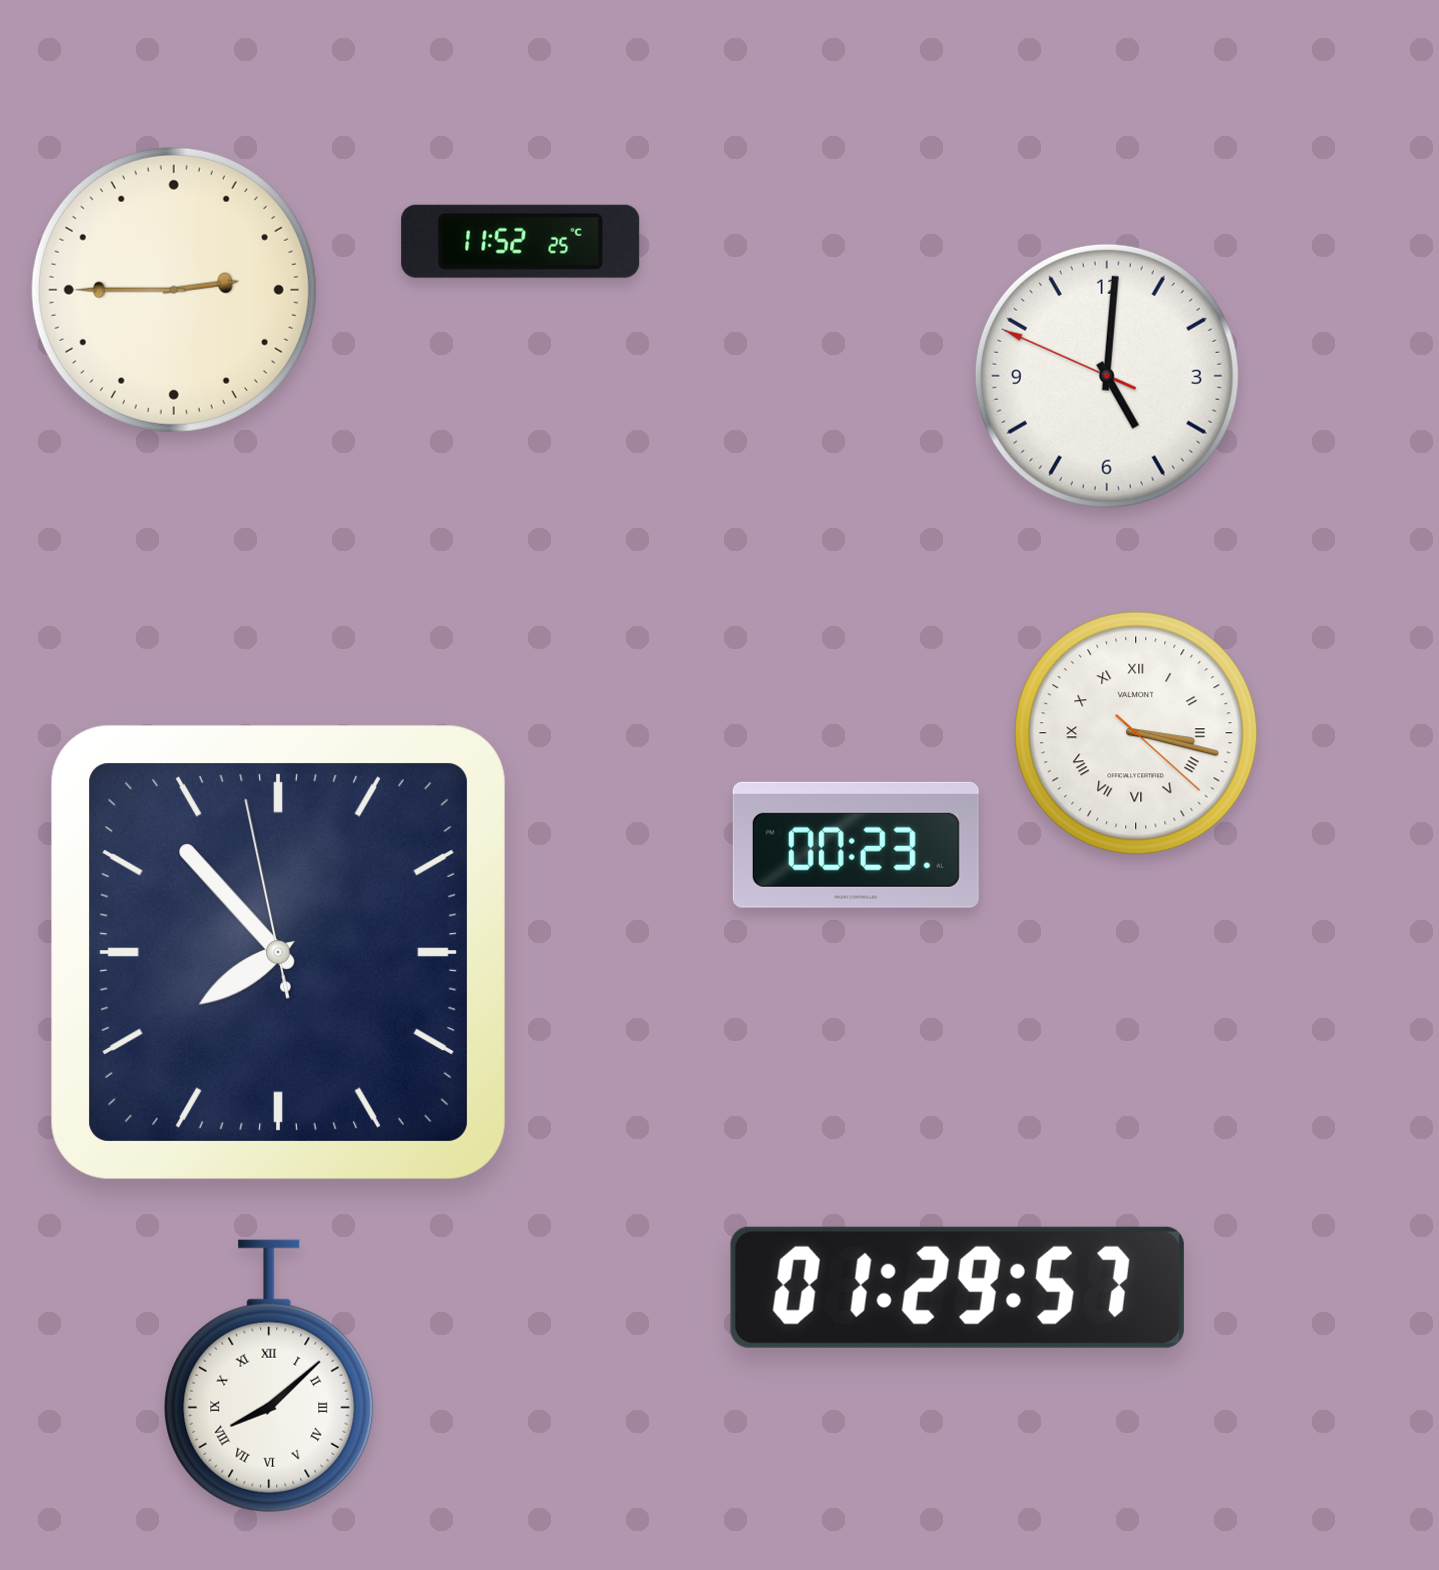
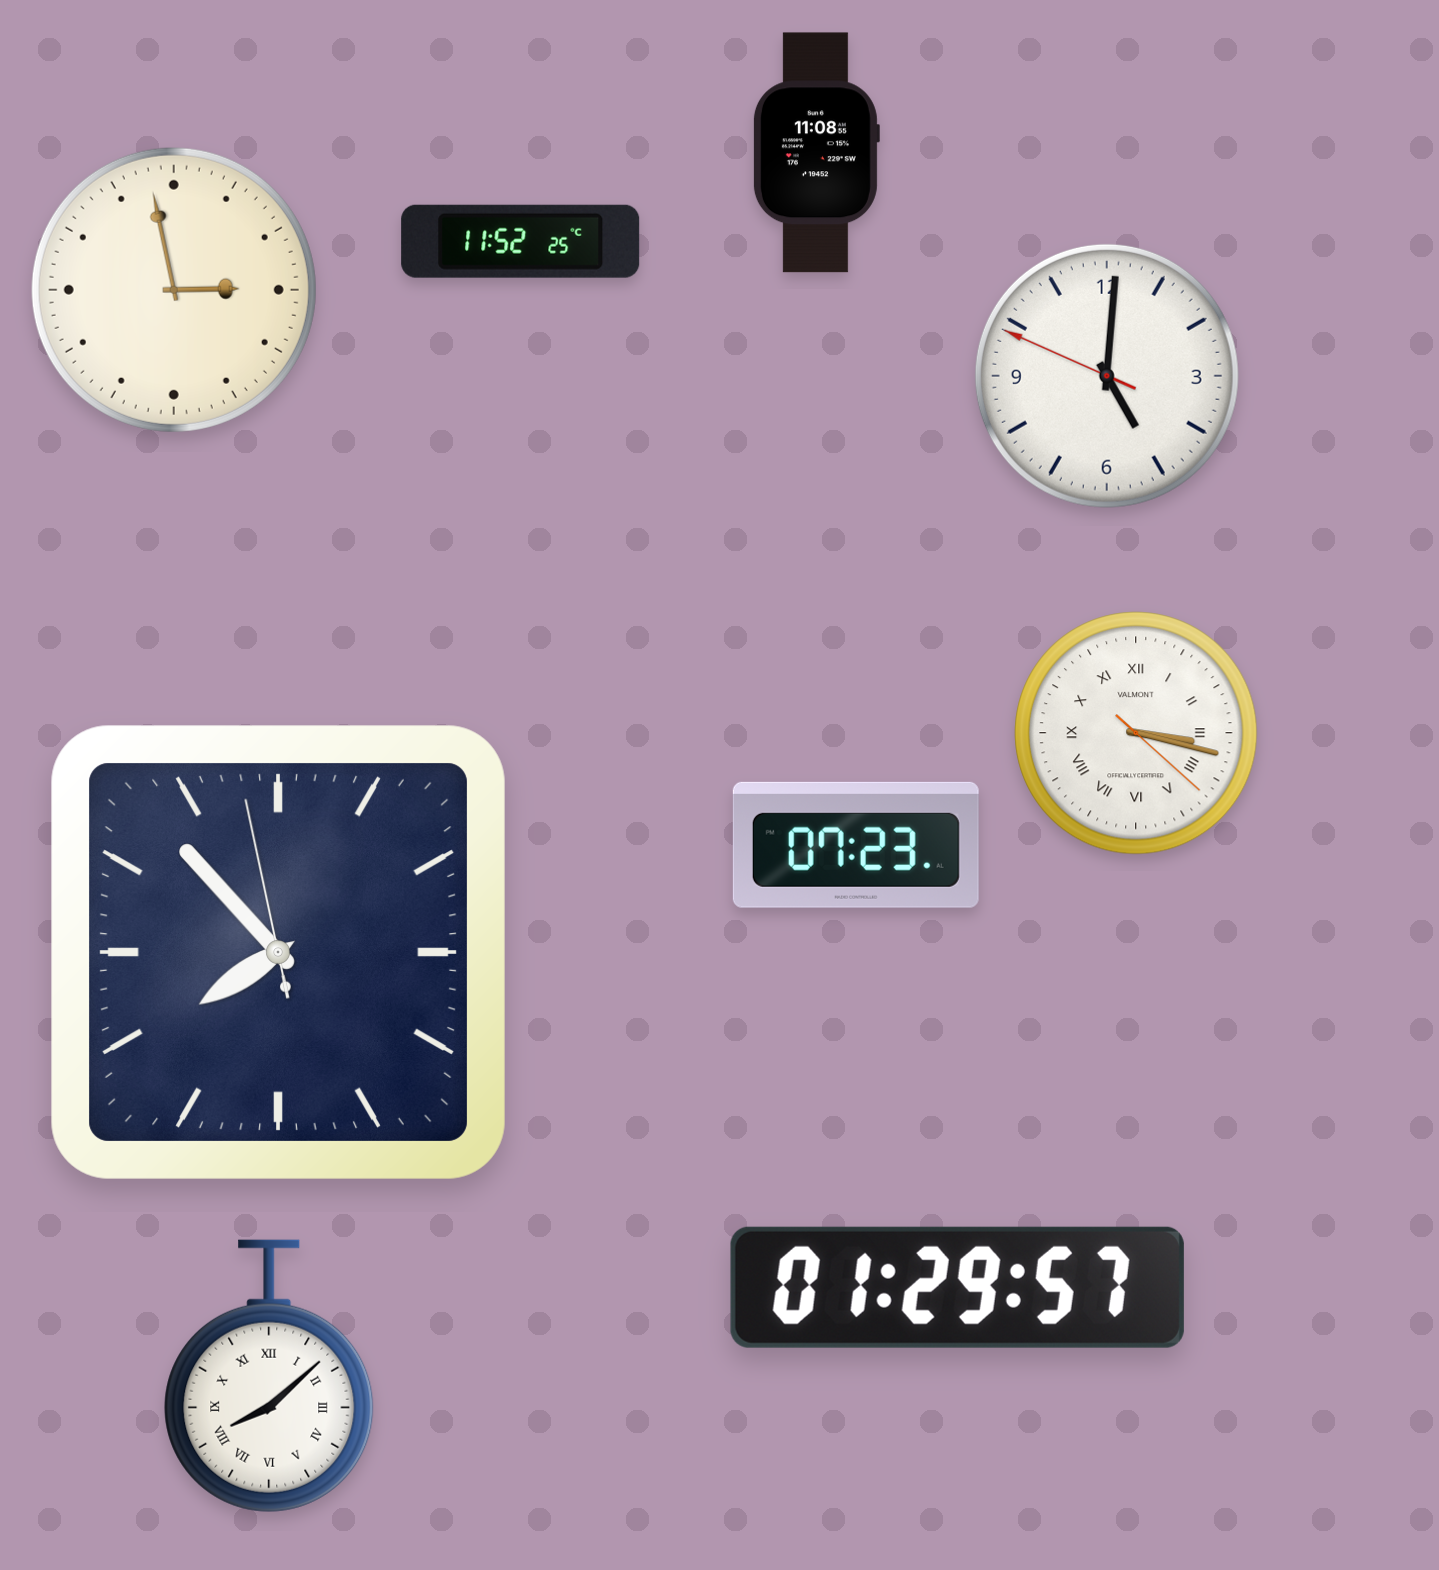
clock at (816, 153): none -> 11:08
clock at (174, 290): 2:45 -> 2:58
clock at (856, 845): 00:23 -> 07:23
